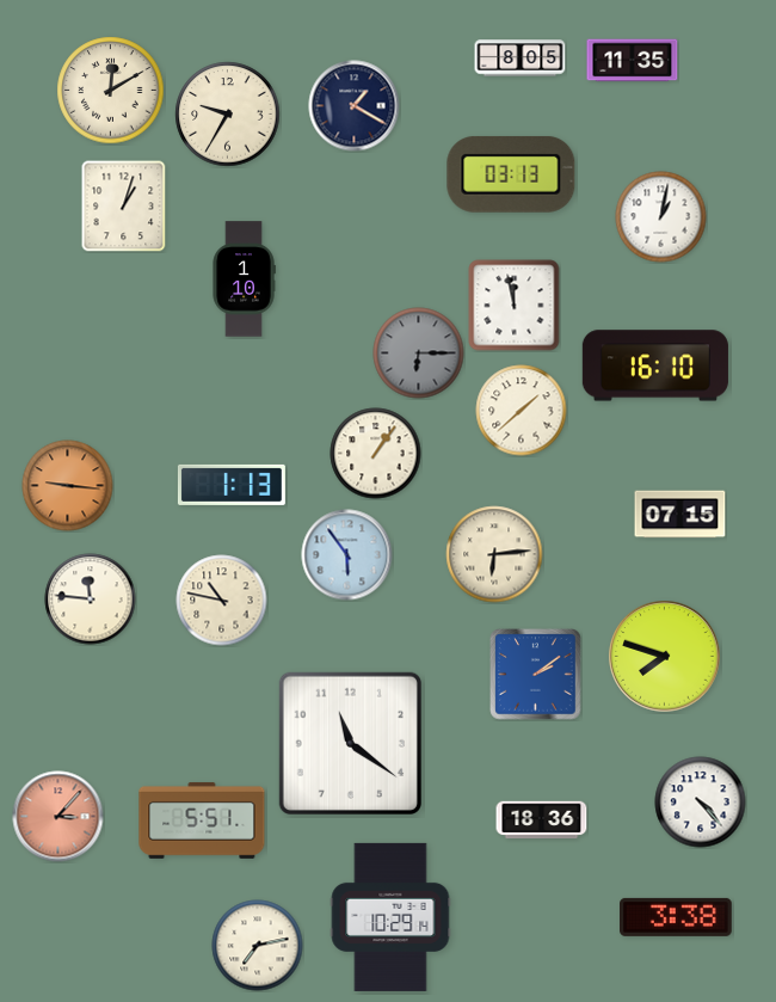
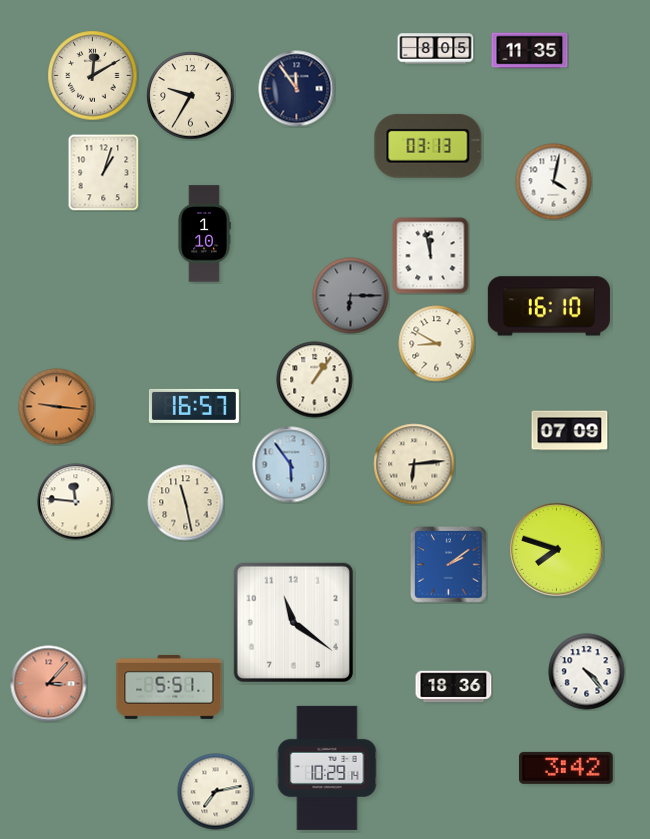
clock at (355, 106): 1:20 -> 11:54
clock at (661, 217): 1:02 -> 4:02
clock at (522, 411): 1:38 -> 8:50
clock at (232, 485): 1:13 -> 16:57
clock at (680, 515): 07:15 -> 07:09
clock at (222, 601): 10:47 -> 11:28
clock at (677, 917): 3:38 -> 3:42
